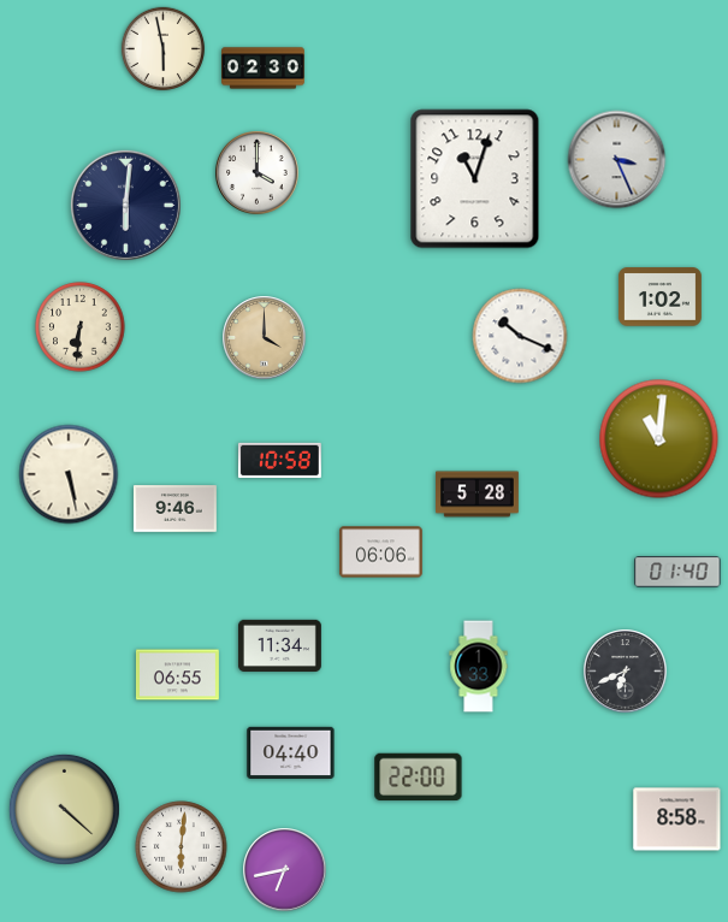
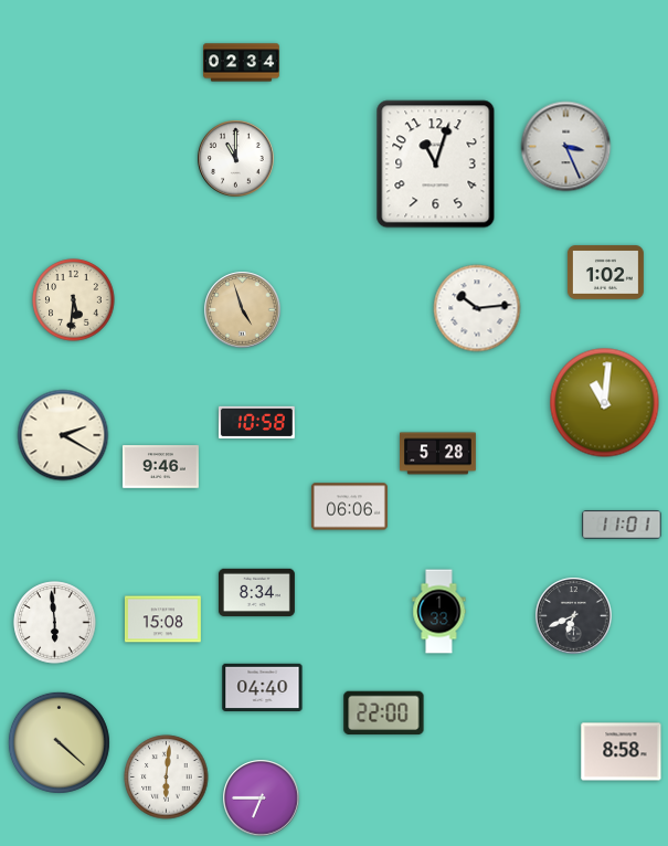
clock at (164, 49): 5:58 -> none
clock at (264, 69): 02:30 -> 02:34
clock at (258, 173): 4:00 -> 11:00
clock at (125, 205): 6:01 -> none
clock at (81, 327): 6:31 -> 5:31
clock at (520, 336): 10:19 -> 10:14
clock at (265, 338): 4:00 -> 4:57
clock at (69, 474): 5:28 -> 2:20
clock at (677, 572): 01:40 -> 11:01
clock at (279, 645): 11:34 -> 8:34
clock at (177, 675): 06:55 -> 15:08
clock at (55, 623): none -> 5:59
clock at (291, 752) position: (291, 752) -> (263, 687)
clock at (285, 870): 6:43 -> 6:45
